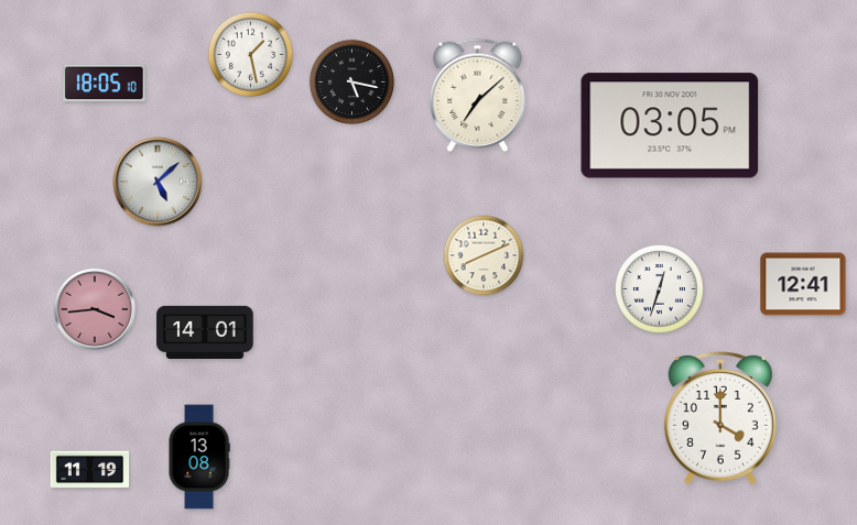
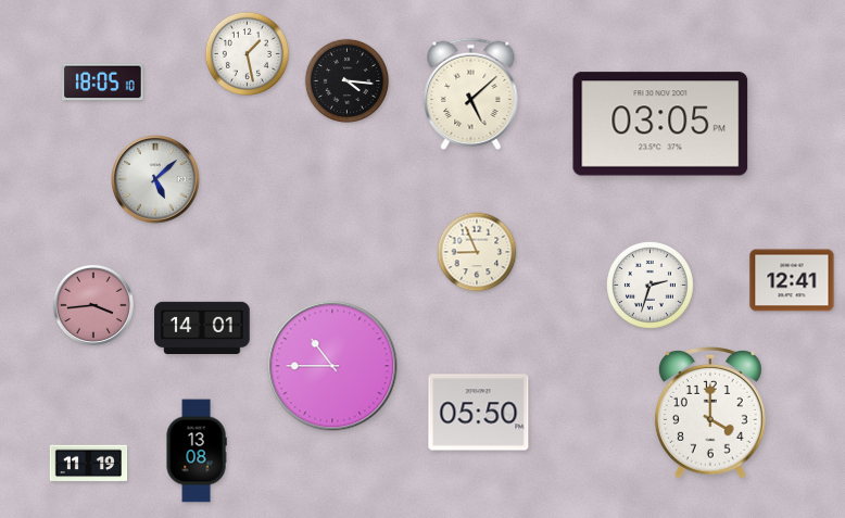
clock at (351, 81): 5:17 -> 4:16
clock at (478, 96): 7:08 -> 5:08
clock at (484, 255): 8:11 -> 8:56
clock at (660, 289): 12:33 -> 2:33
clock at (332, 366): none -> 10:45
clock at (479, 413): none -> 05:50
